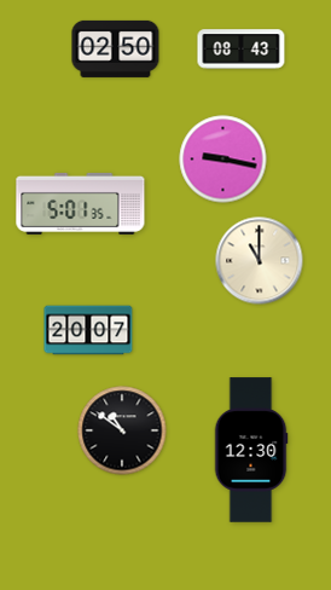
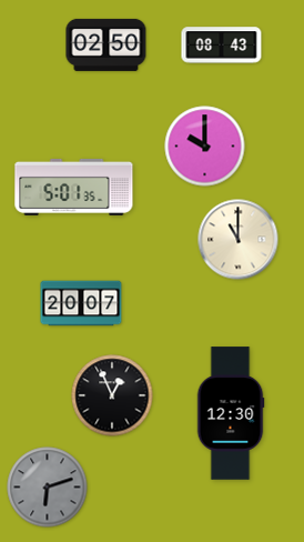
clock at (223, 160): 9:17 -> 10:00
clock at (122, 430): 10:51 -> 12:56
clock at (48, 488): none -> 6:12
